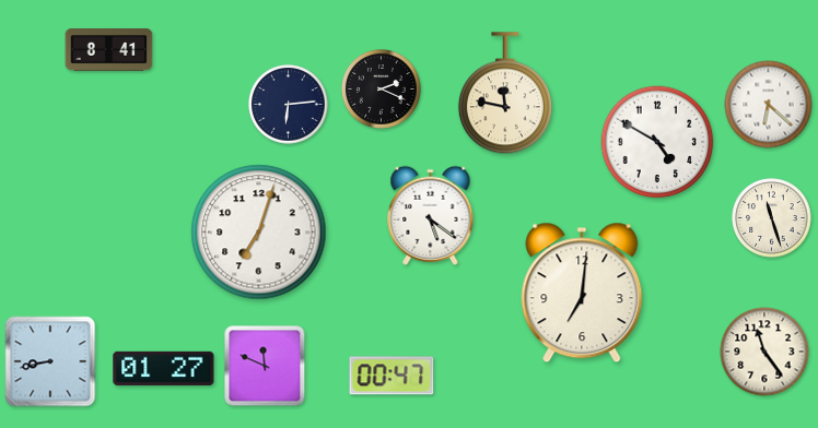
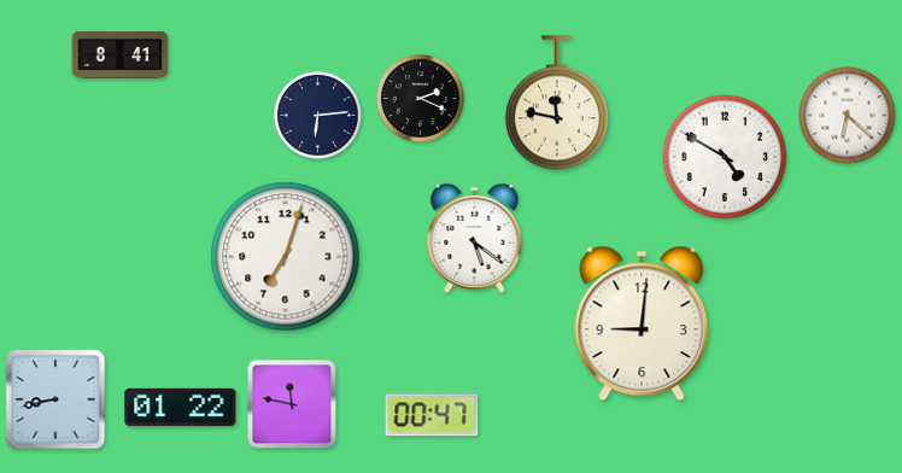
clock at (772, 218): 11:27 -> none
clock at (582, 293): 7:01 -> 9:01
clock at (764, 352): 11:24 -> none
clock at (265, 366): 11:49 -> 11:47
clock at (164, 368): 01:27 -> 01:22
